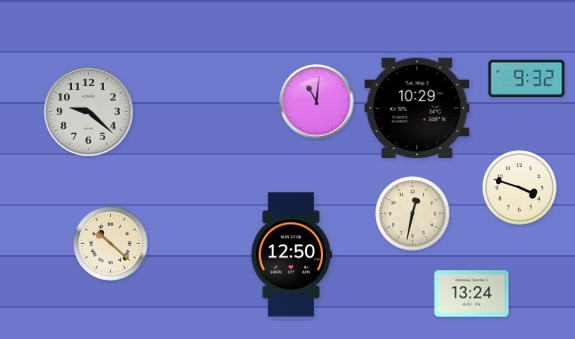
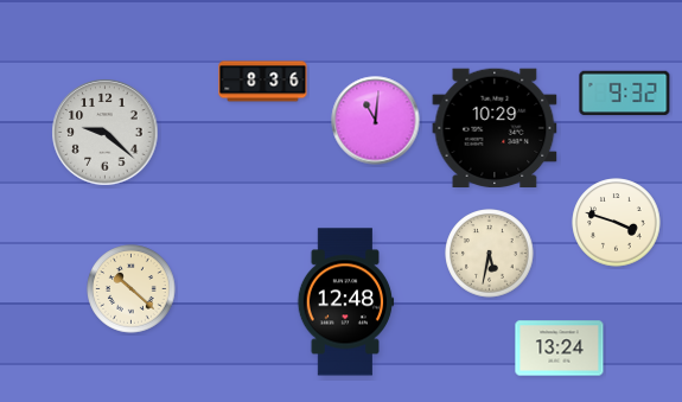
clock at (263, 82): none -> 8:36
clock at (413, 214): 12:32 -> 5:32
clock at (292, 255): 12:50 -> 12:48
